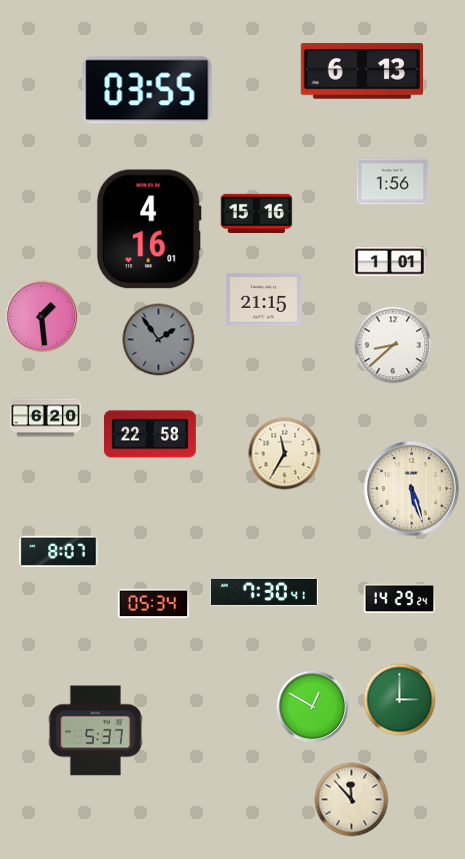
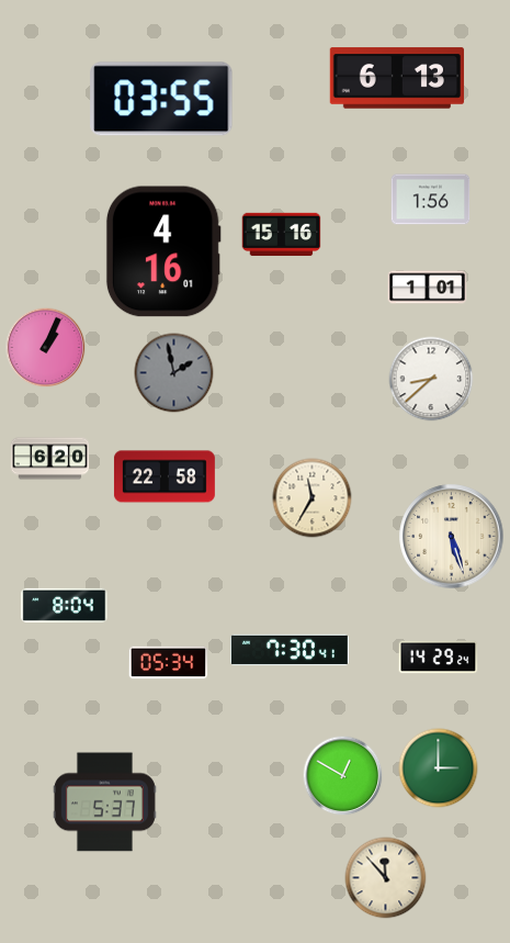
clock at (263, 300): 21:15 -> none
clock at (42, 317): 1:29 -> 1:04
clock at (159, 340): 1:54 -> 1:58
clock at (59, 552): 8:07 -> 8:04
